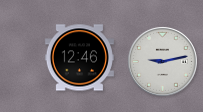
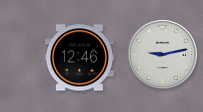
clock at (162, 61) position: (162, 61) -> (162, 54)
